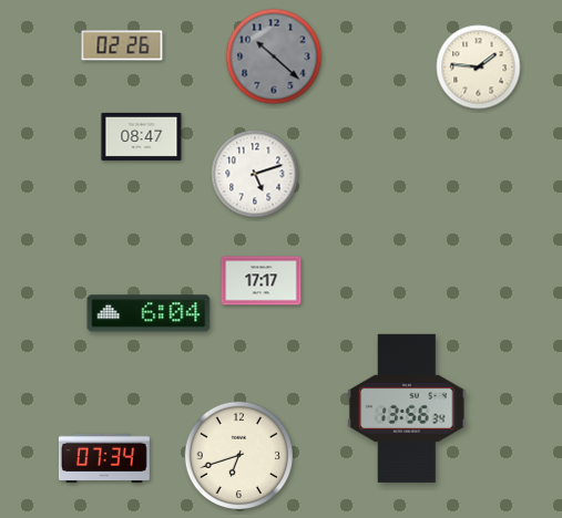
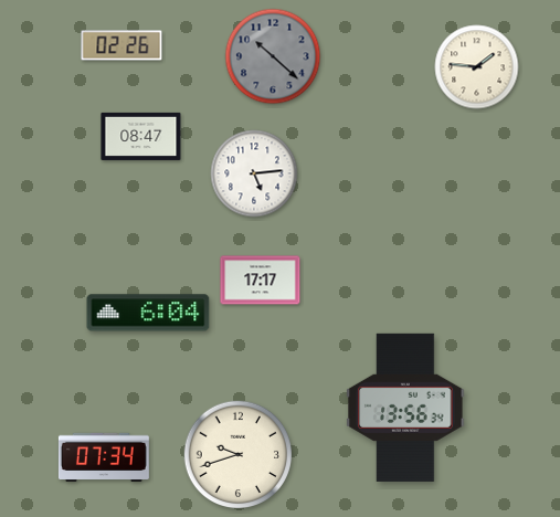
clock at (255, 174): 5:12 -> 5:14
clock at (239, 456): 6:42 -> 9:42
